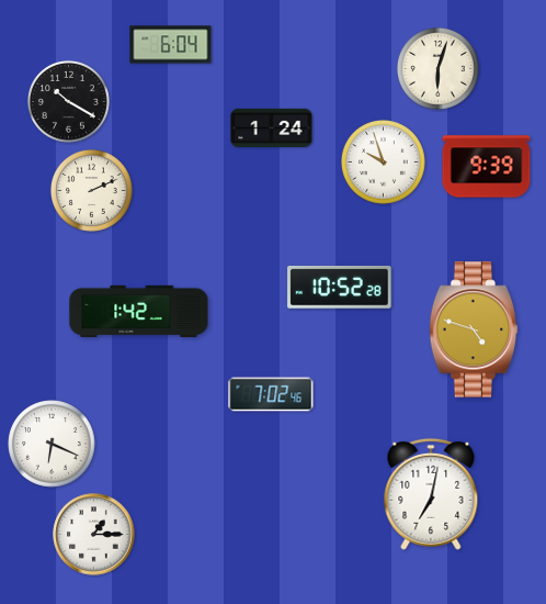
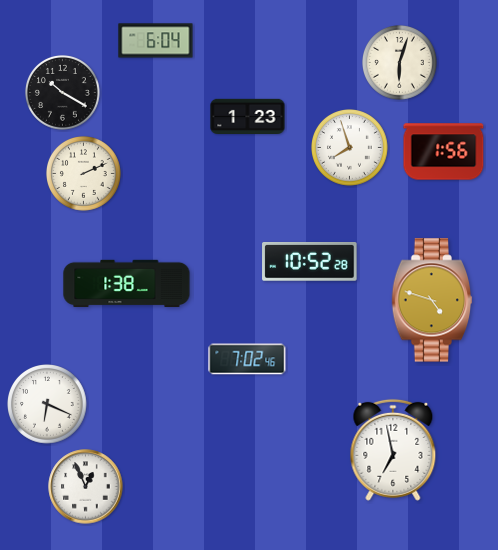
clock at (272, 127): 1:24 -> 1:23
clock at (384, 163): 9:57 -> 7:57
clock at (487, 167): 9:39 -> 1:56
clock at (139, 311): 1:42 -> 1:38
clock at (431, 494): 7:02 -> 6:58
clock at (94, 535): 1:15 -> 12:56
